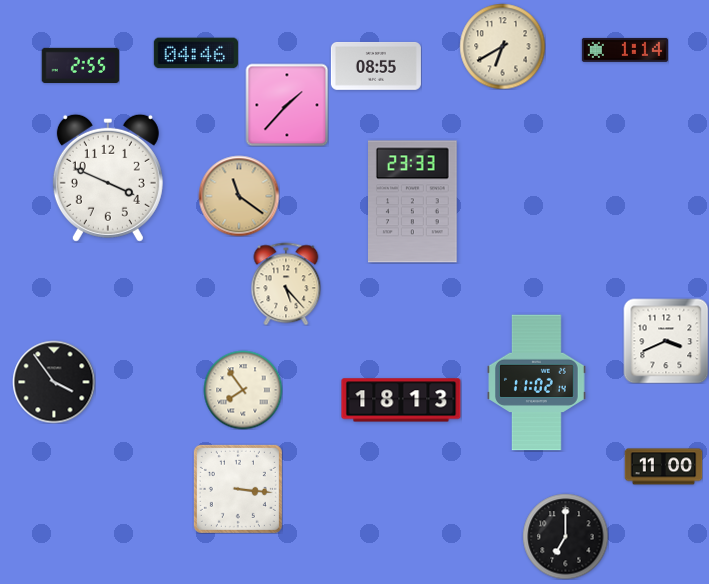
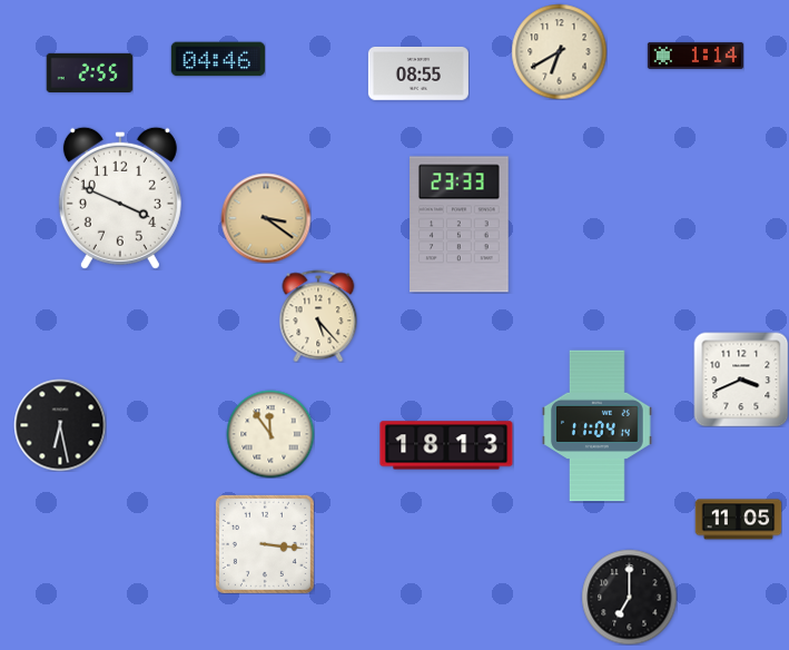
clock at (287, 105): 1:37 -> none
clock at (239, 196): 11:21 -> 3:21
clock at (54, 382): 3:54 -> 6:28
clock at (537, 383): 11:02 -> 11:04
clock at (243, 390): 7:54 -> 11:54
clock at (663, 467): 11:00 -> 11:05
